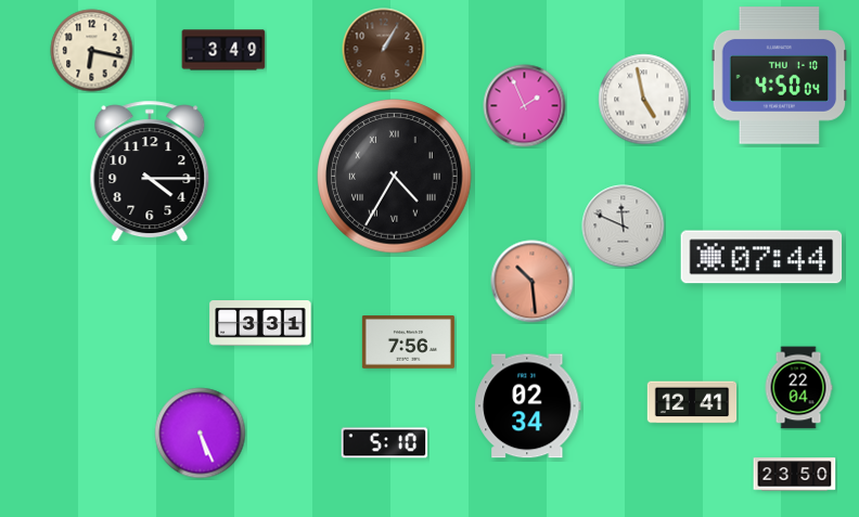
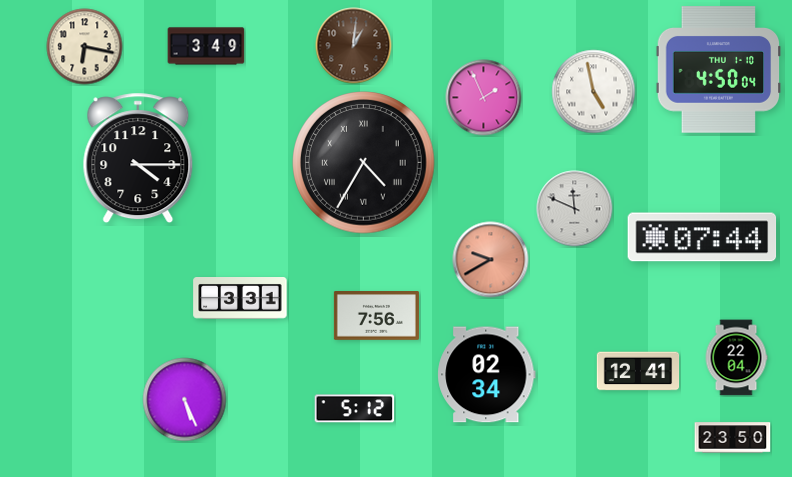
clock at (384, 50): 1:05 -> 1:01
clock at (533, 282): 10:29 -> 9:40
clock at (385, 443): 5:10 -> 5:12
